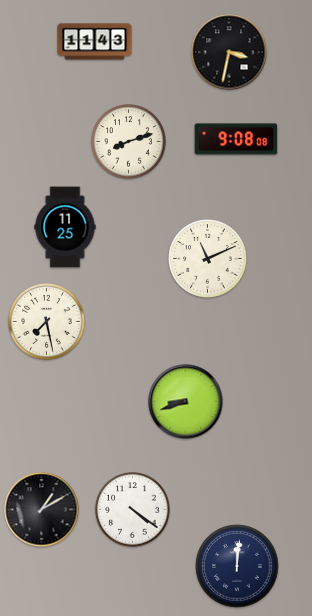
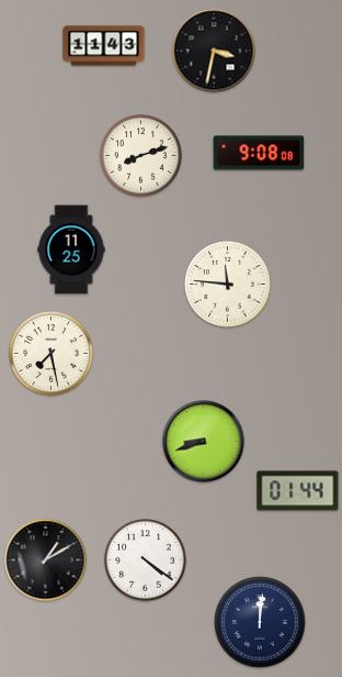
clock at (229, 52) position: (229, 52) -> (214, 51)
clock at (208, 259): 11:11 -> 11:46
clock at (298, 491): none -> 01:44
